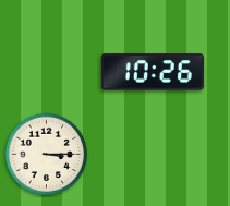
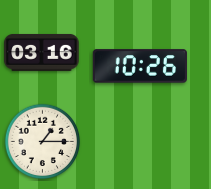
clock at (42, 53): none -> 03:16
clock at (47, 155): 3:15 -> 1:15
